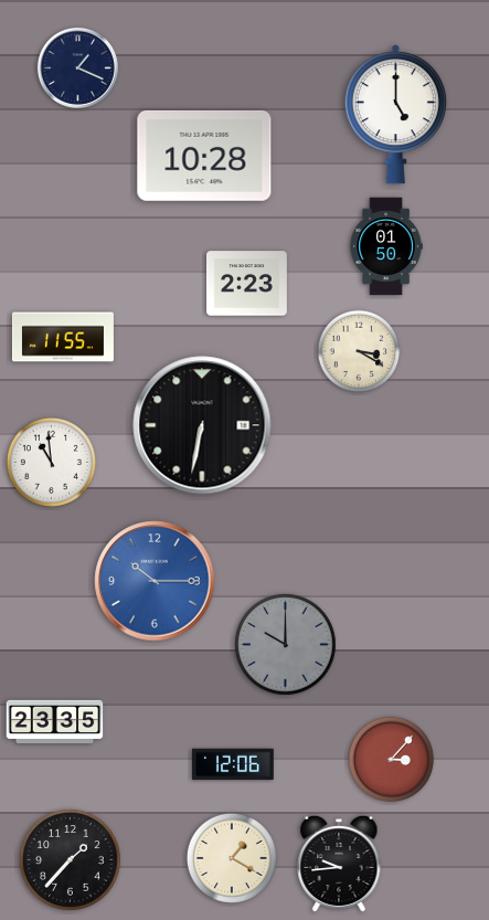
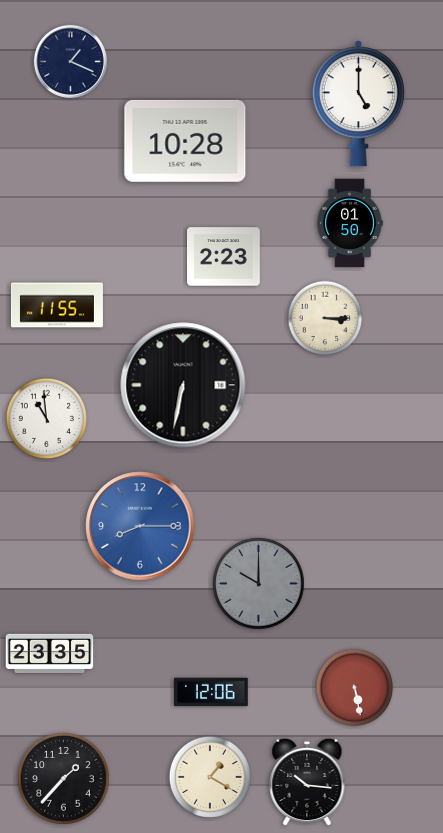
clock at (359, 351): 3:20 -> 3:15
clock at (155, 581): 10:15 -> 8:15
clock at (392, 760): 3:07 -> 5:28
clock at (339, 864): 9:44 -> 10:16
